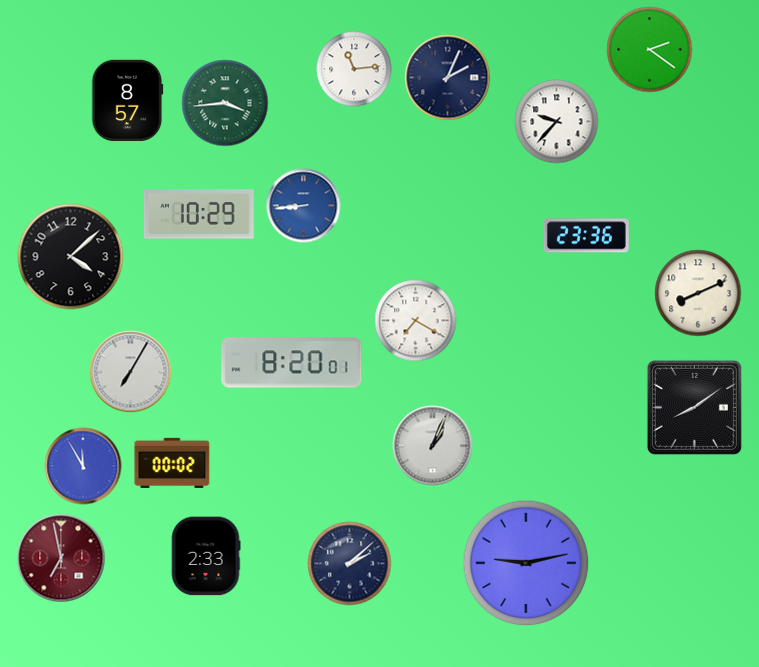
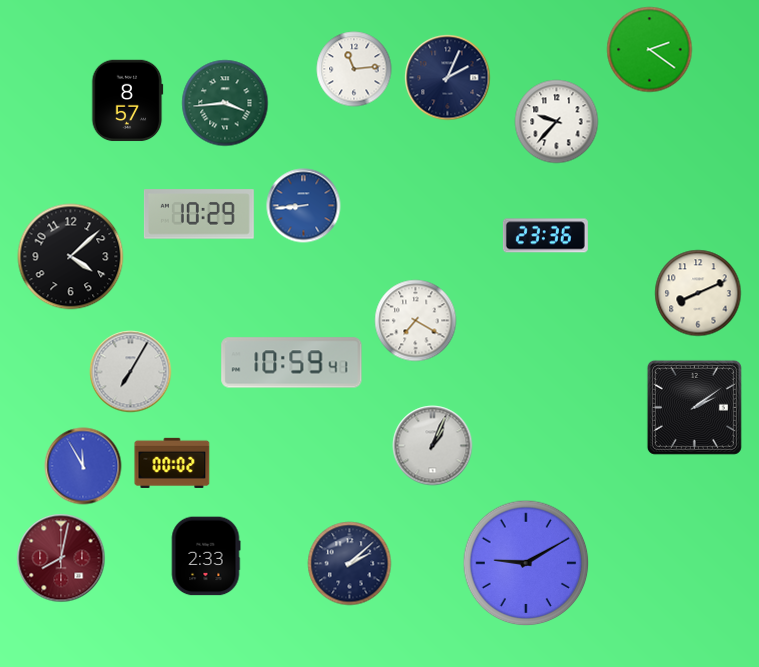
clock at (586, 236) position: (586, 236) -> (545, 236)
clock at (292, 363): 8:20 -> 10:59
clock at (694, 407): 8:09 -> 2:09
clock at (61, 558): 6:58 -> 8:02
clock at (526, 563): 9:13 -> 9:10
